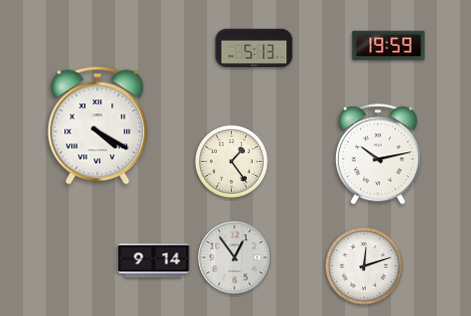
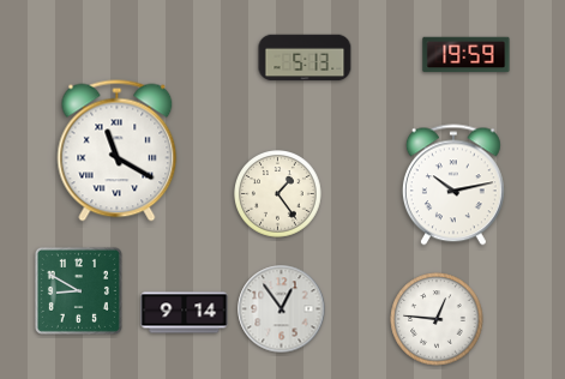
clock at (98, 126): 4:20 -> 11:20
clock at (78, 290): none -> 8:50
clock at (364, 266): 12:12 -> 12:46
